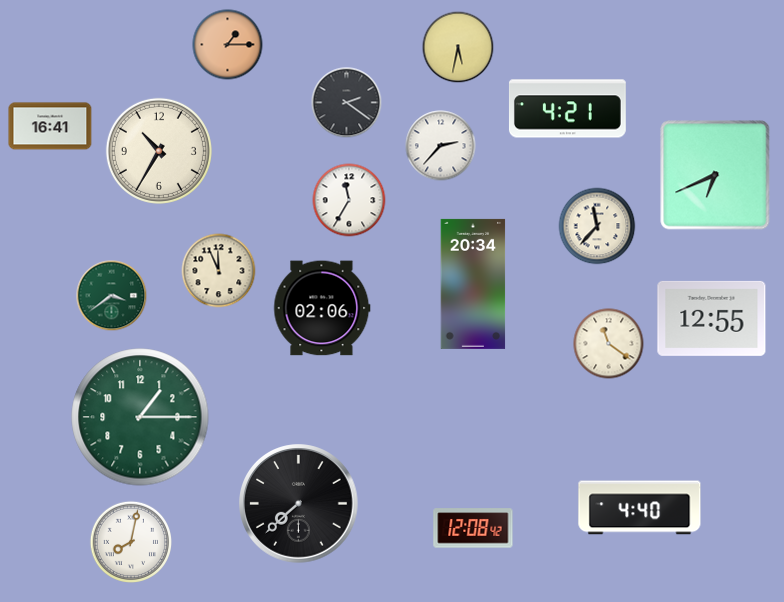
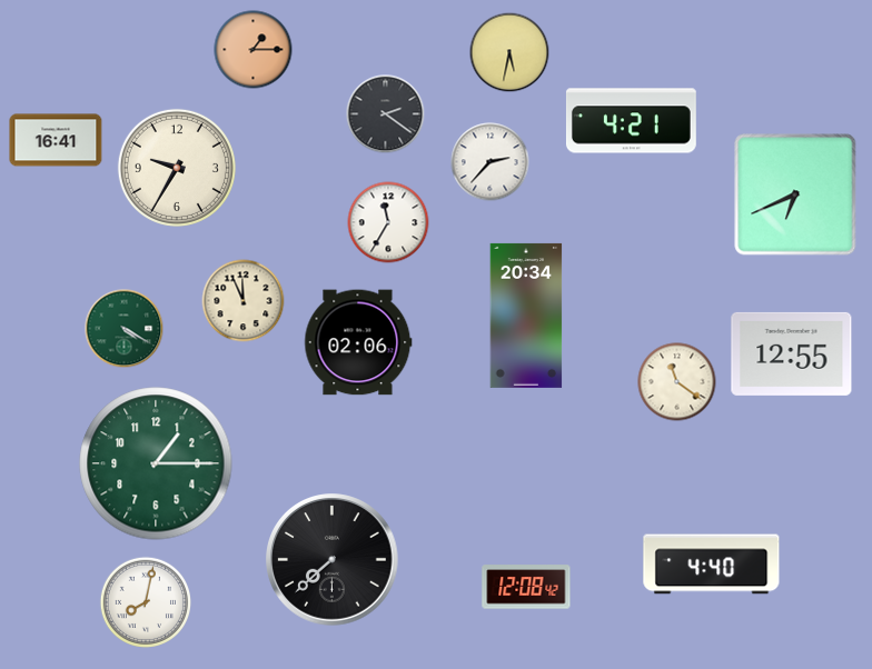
clock at (159, 151): 10:35 -> 9:35
clock at (597, 226): 11:37 -> none
clock at (112, 296): 3:39 -> 4:20
